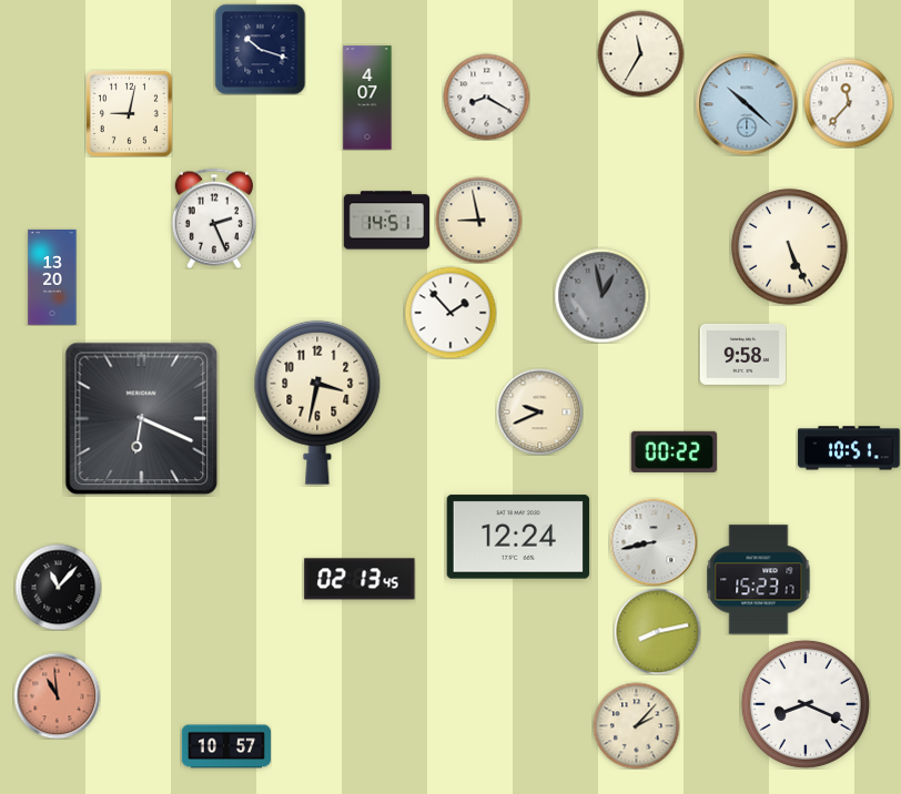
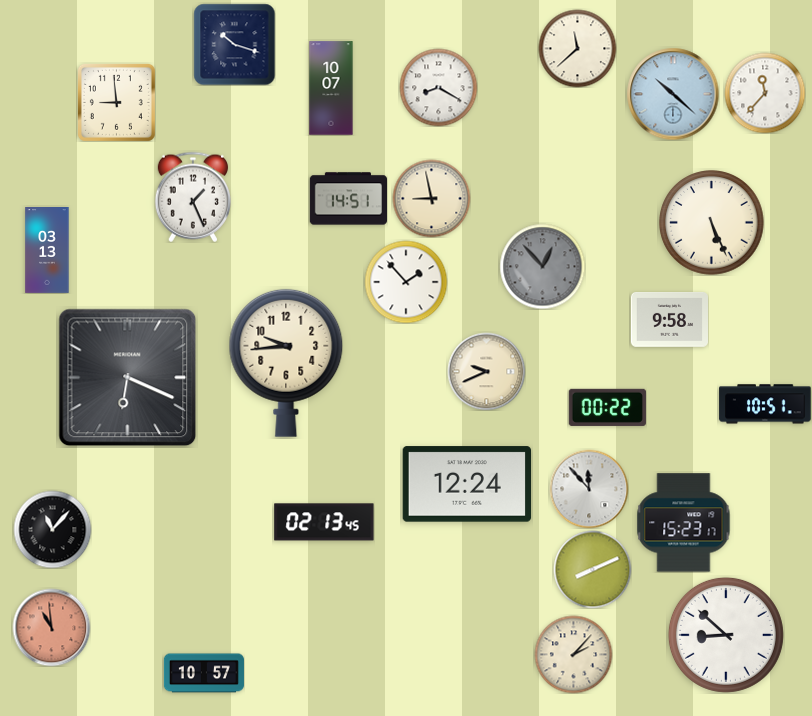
clock at (640, 53): 11:35 -> 11:38
clock at (367, 98): 4:07 -> 10:07
clock at (129, 113): 9:02 -> 8:59
clock at (214, 218): 2:26 -> 1:26
clock at (52, 278): 13:20 -> 03:13
clock at (601, 295): 12:58 -> 12:53
clock at (317, 403): 3:32 -> 9:44
clock at (654, 542): 8:43 -> 11:53
clock at (657, 631): 8:13 -> 8:11
clock at (806, 704): 8:19 -> 8:52
